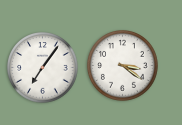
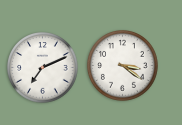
clock at (43, 68): 7:06 -> 7:11
